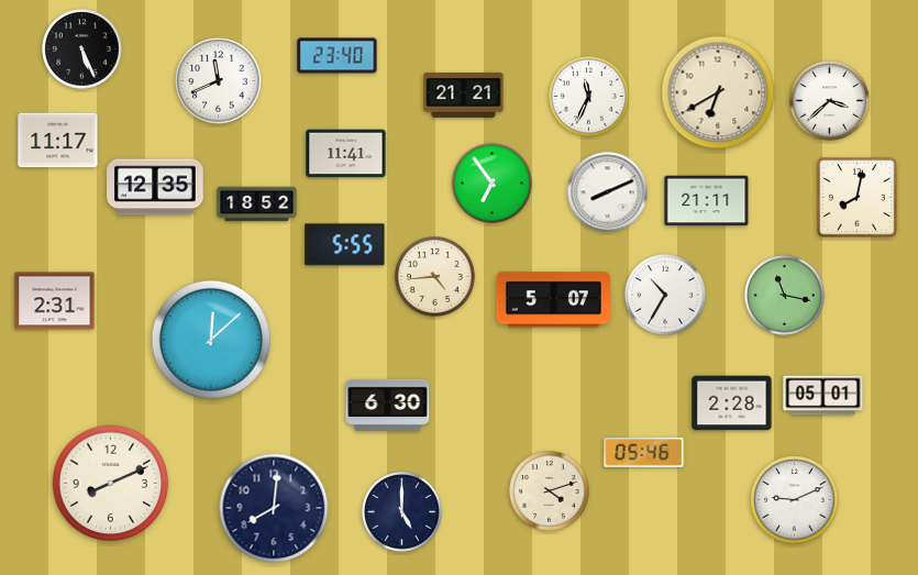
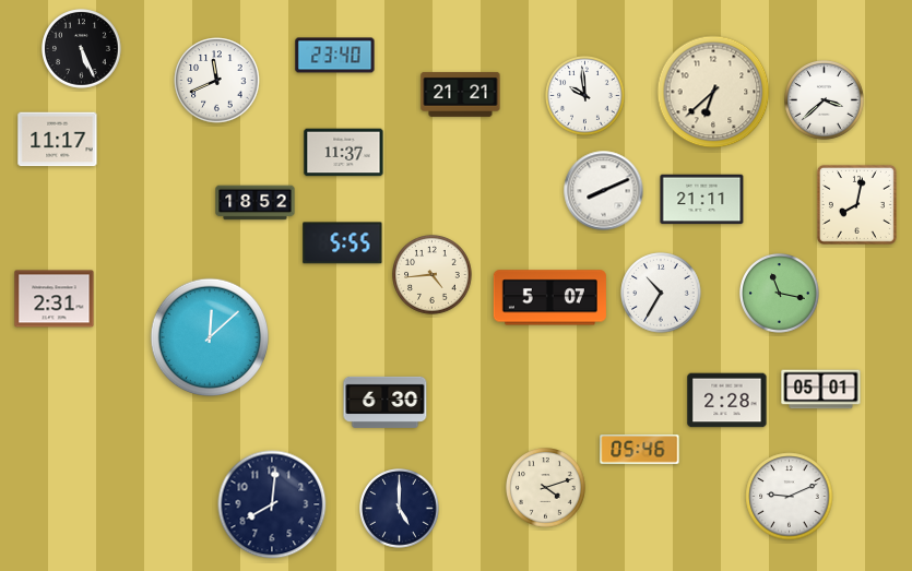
clock at (718, 92): 6:40 -> 6:38
clock at (589, 97): 11:34 -> 9:59
clock at (346, 154): 11:41 -> 11:37
clock at (493, 184): 6:54 -> none
clock at (155, 187): 12:35 -> none
clock at (856, 197) position: (856, 197) -> (856, 204)
clock at (823, 396) position: (823, 396) -> (821, 390)
clock at (111, 484): 8:11 -> none
